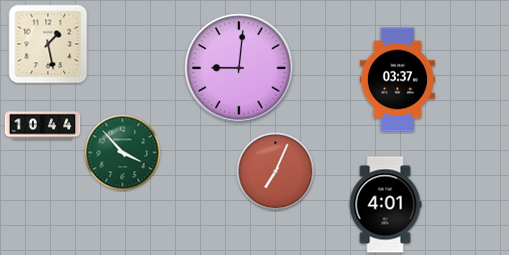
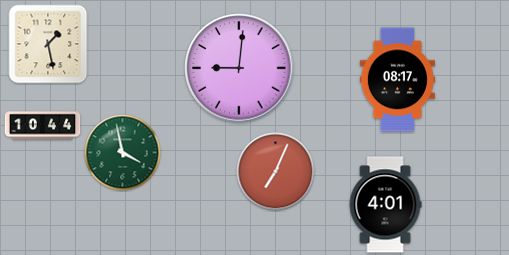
clock at (397, 80): 03:37 -> 08:17
clock at (123, 153): 3:53 -> 3:58
